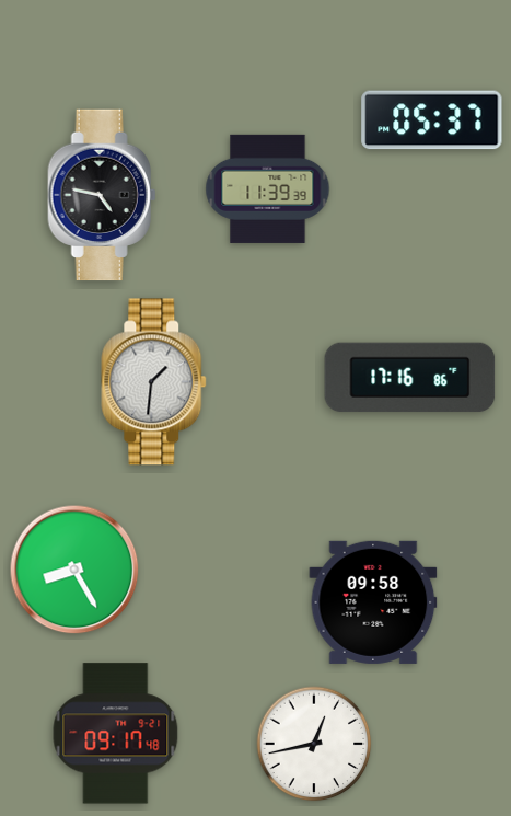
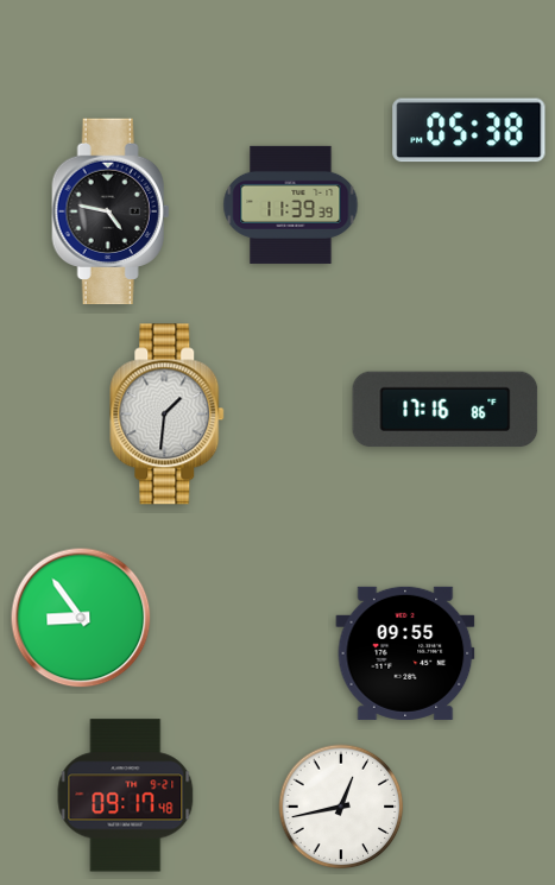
clock at (432, 120): 05:37 -> 05:38
clock at (74, 570): 8:25 -> 8:54
clock at (373, 602): 09:58 -> 09:55
